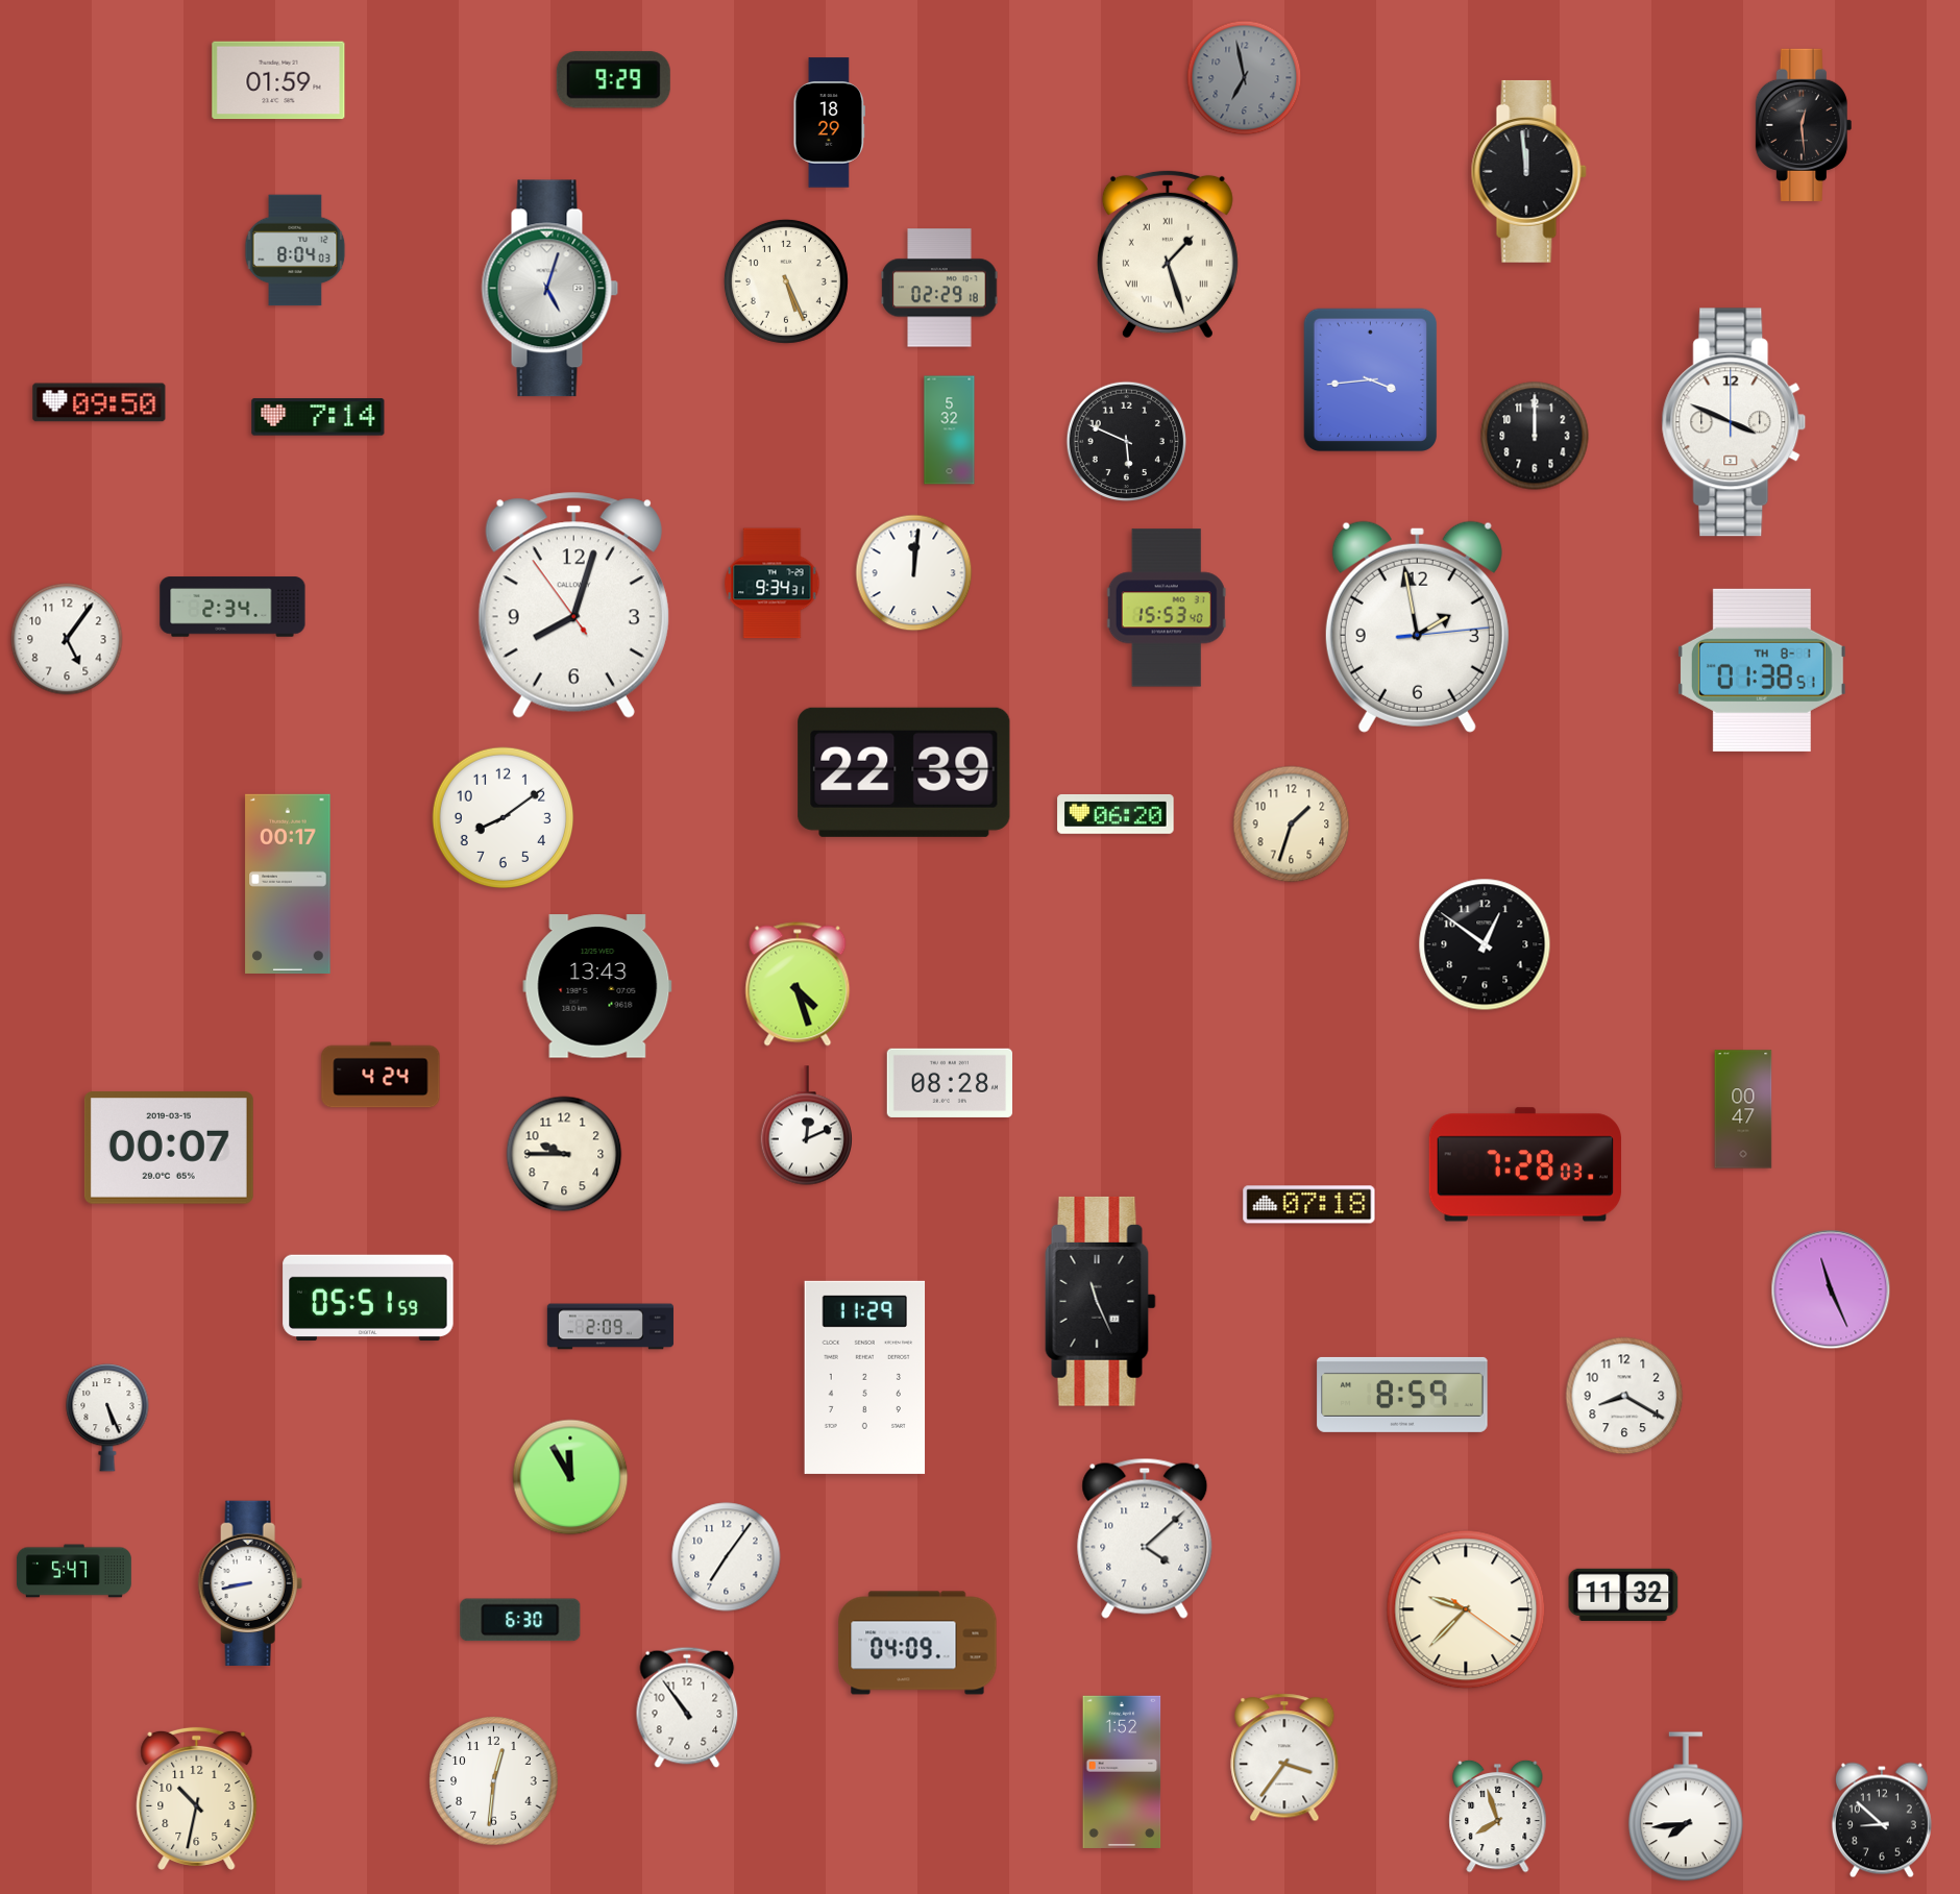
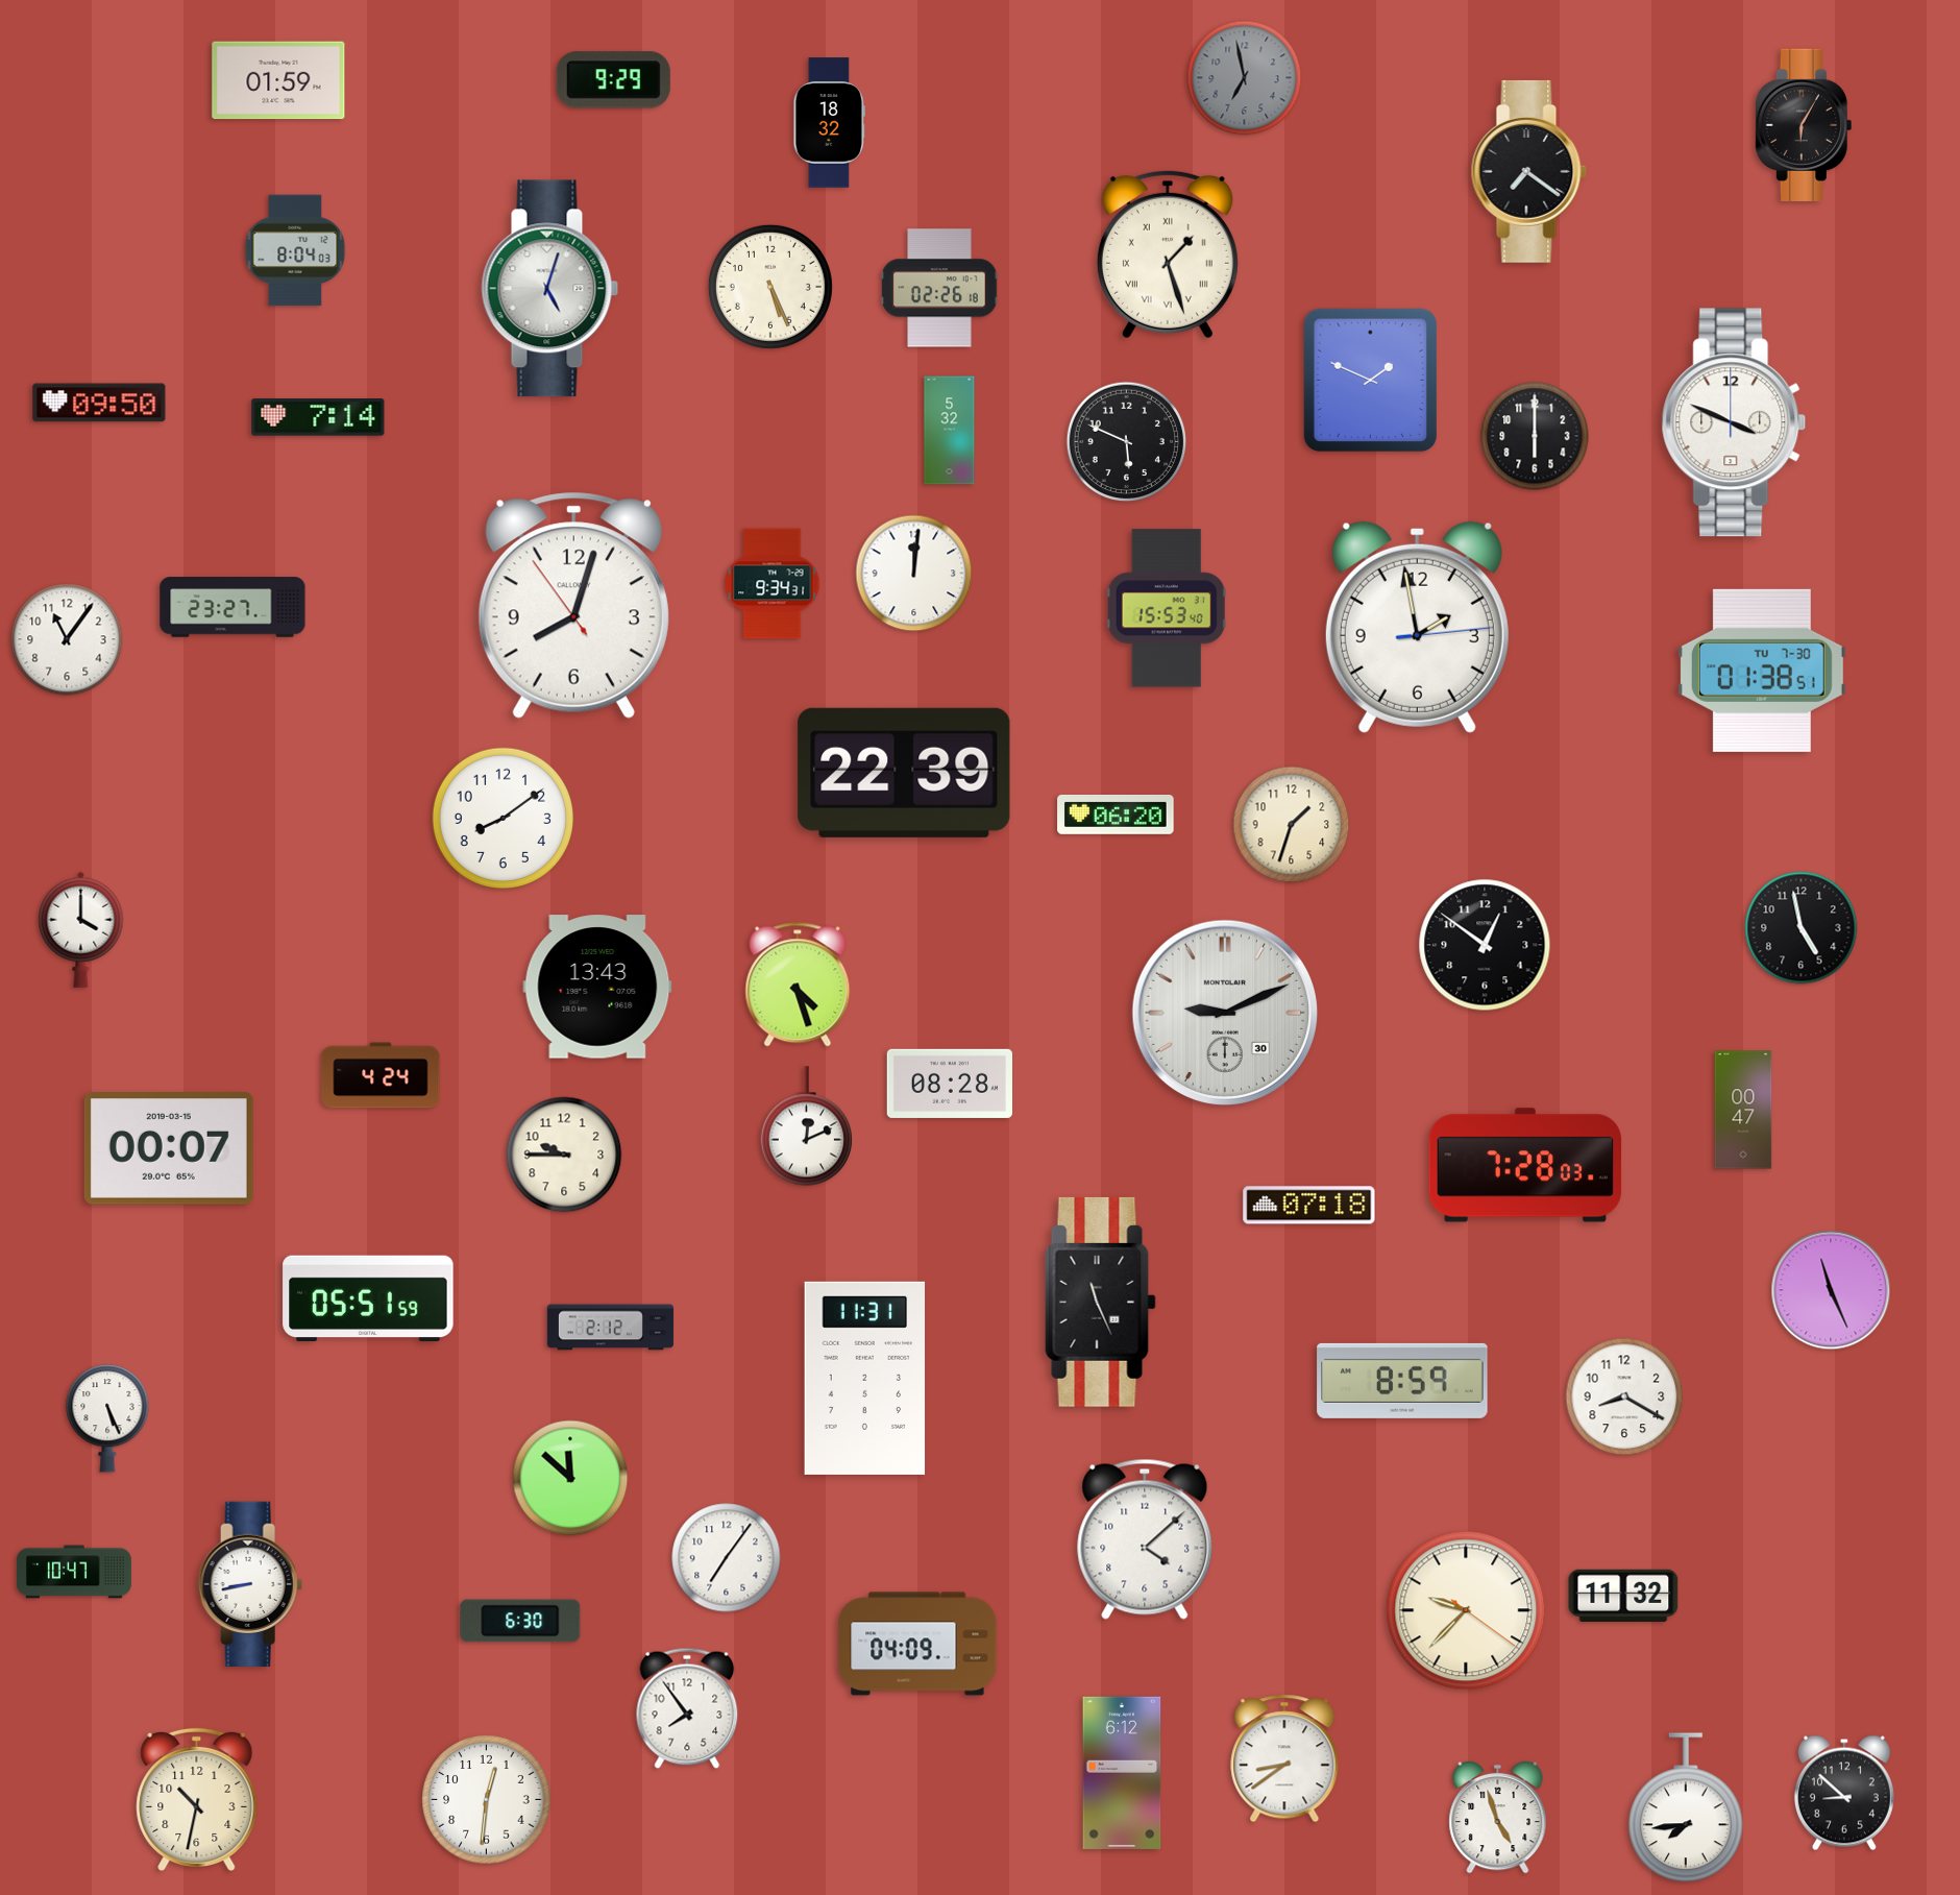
clock at (829, 123): 18:29 -> 18:32
clock at (1804, 125): 12:29 -> 6:05
clock at (1528, 171): 11:59 -> 7:21
clock at (786, 281) position: (786, 281) -> (770, 287)
clock at (939, 288): 02:29 -> 02:26
clock at (1370, 380): 3:44 -> 1:49
clock at (1535, 436): 12:00 -> 6:00
clock at (232, 607): 2:34 -> 23:27
clock at (67, 639): 5:06 -> 11:06
clock at (1762, 670) date: TH 8-1 -> TU 7-30
clock at (288, 884): 00:17 -> none
clock at (1802, 928): none -> 4:58
clock at (81, 929): none -> 4:00
clock at (1224, 1012): none -> 9:11
clock at (610, 1327): 2:09 -> 2:12
clock at (865, 1377): 11:29 -> 11:31
clock at (1402, 1395) position: (1402, 1395) -> (1402, 1381)
clock at (570, 1477): 11:55 -> 11:52
clock at (74, 1571): 5:47 -> 10:47
clock at (687, 1707): 10:54 -> 7:54
clock at (1284, 1757): 3:36 -> 8:39
clock at (1122, 1772): 1:52 -> 6:12
clock at (494, 1781) position: (494, 1781) -> (487, 1800)
clock at (1498, 1816): 7:57 -> 4:57
clock at (1882, 1820) position: (1882, 1820) -> (1844, 1793)
